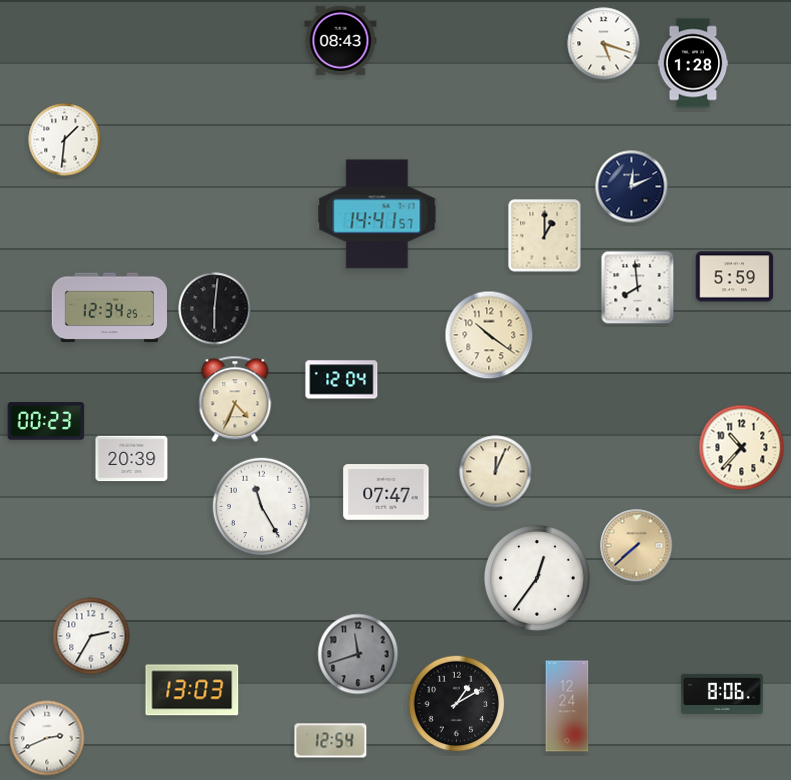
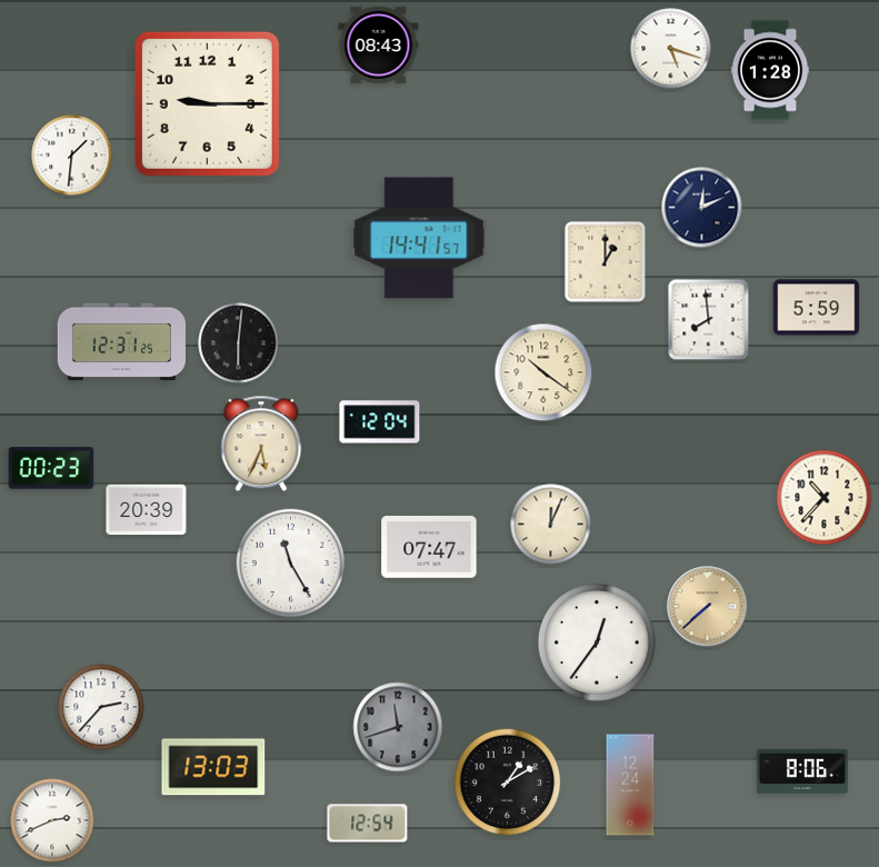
clock at (207, 103): none -> 9:15
clock at (109, 308): 12:34 -> 12:31
clock at (235, 399): 4:34 -> 5:34
clock at (91, 636): 2:35 -> 2:37
